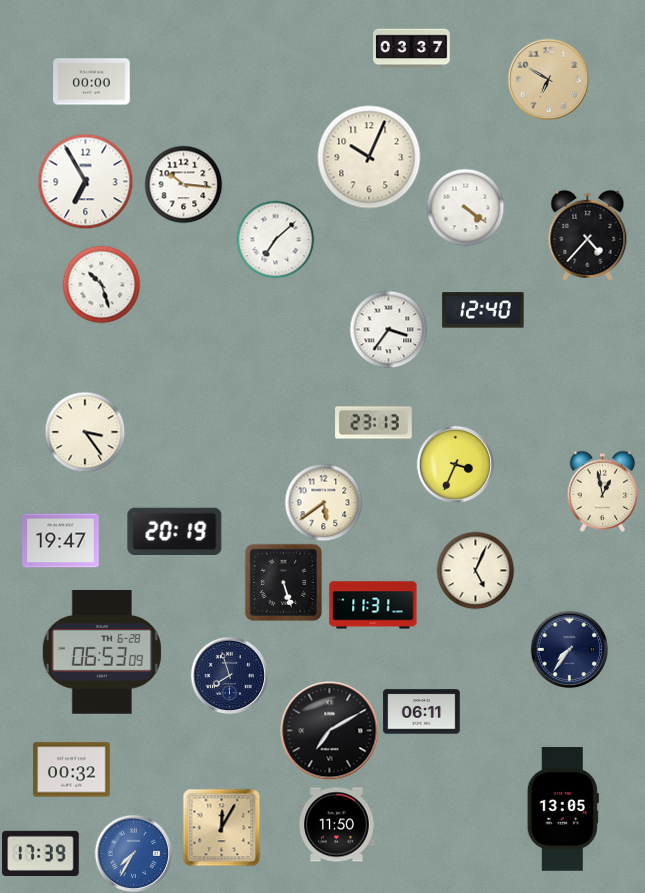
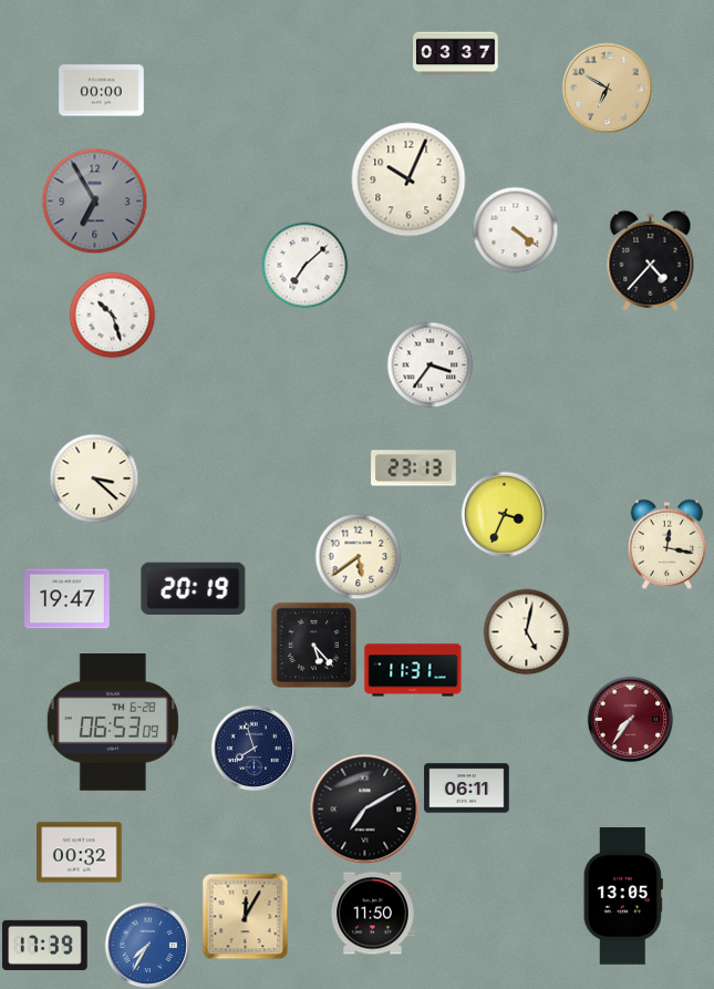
clock at (369, 157) position: (369, 157) -> (408, 179)
clock at (85, 181) dial: white -> grey
clock at (183, 184): 10:16 -> none
clock at (483, 310): 12:40 -> none
clock at (85, 432): 3:24 -> 3:22
clock at (603, 491): 12:58 -> 12:17
clock at (475, 570): 5:04 -> 5:02
clock at (283, 582): 5:27 -> 5:23
clock at (569, 649) dial: navy -> burgundy
